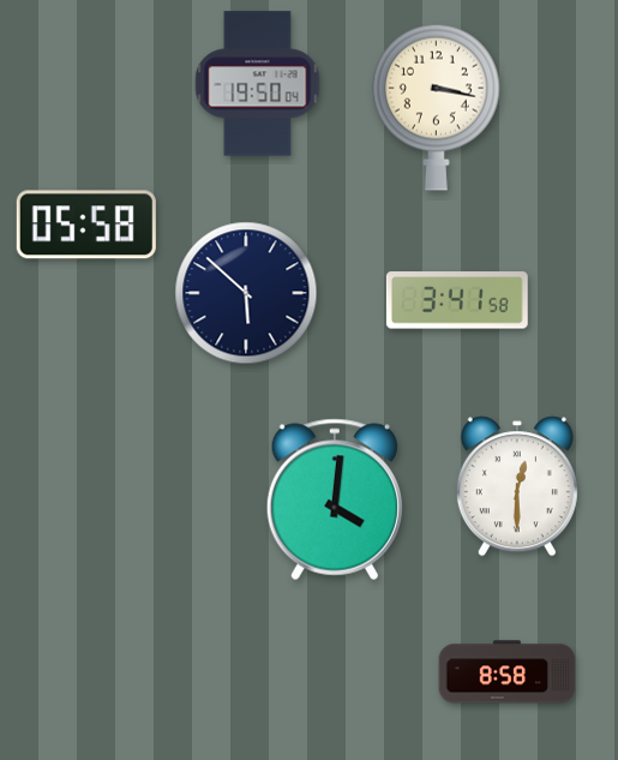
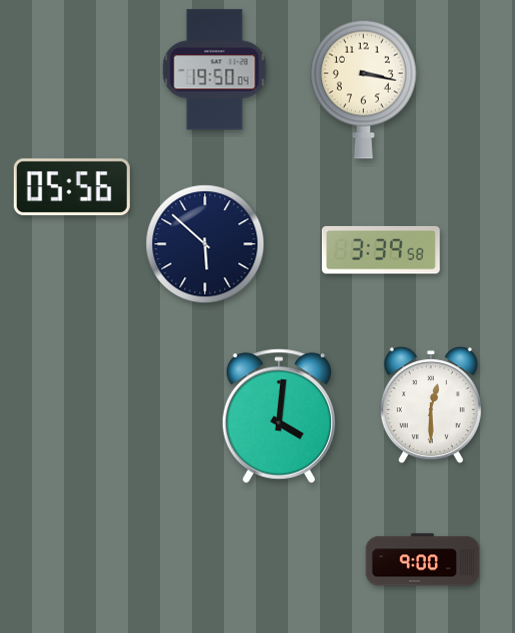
clock at (86, 225): 05:58 -> 05:56
clock at (457, 300): 3:41 -> 3:39
clock at (508, 672): 8:58 -> 9:00
